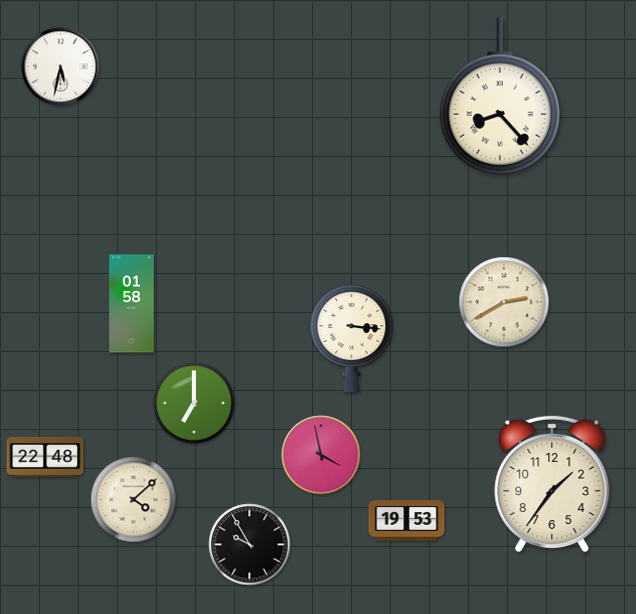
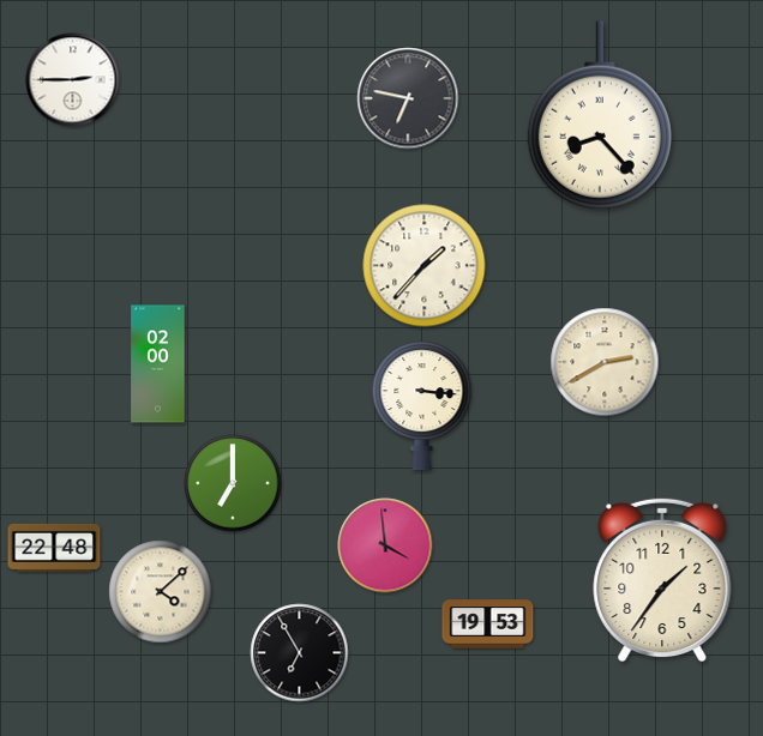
clock at (61, 67): 5:32 -> 2:45
clock at (408, 98): none -> 6:47
clock at (425, 266): none -> 1:37
clock at (132, 304): 01:58 -> 02:00
clock at (321, 455): 3:58 -> 3:59
clock at (134, 500) position: (134, 500) -> (161, 592)
clock at (250, 545): 9:55 -> 6:55
